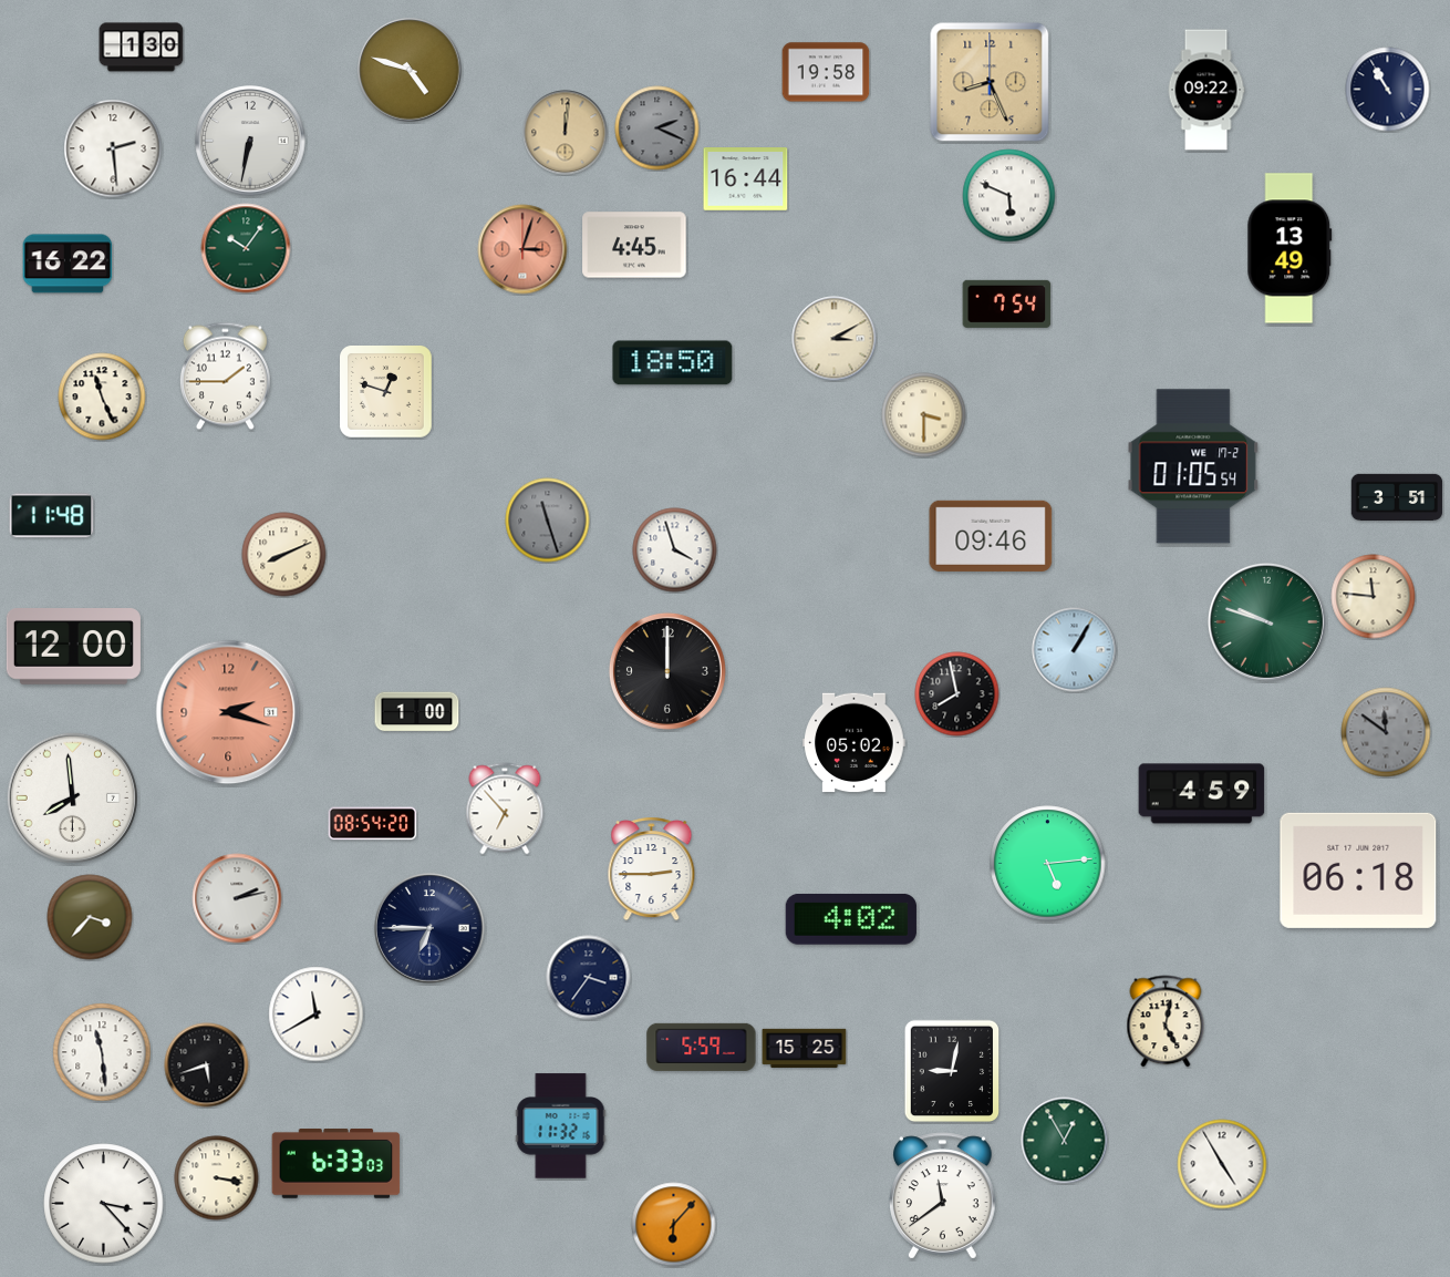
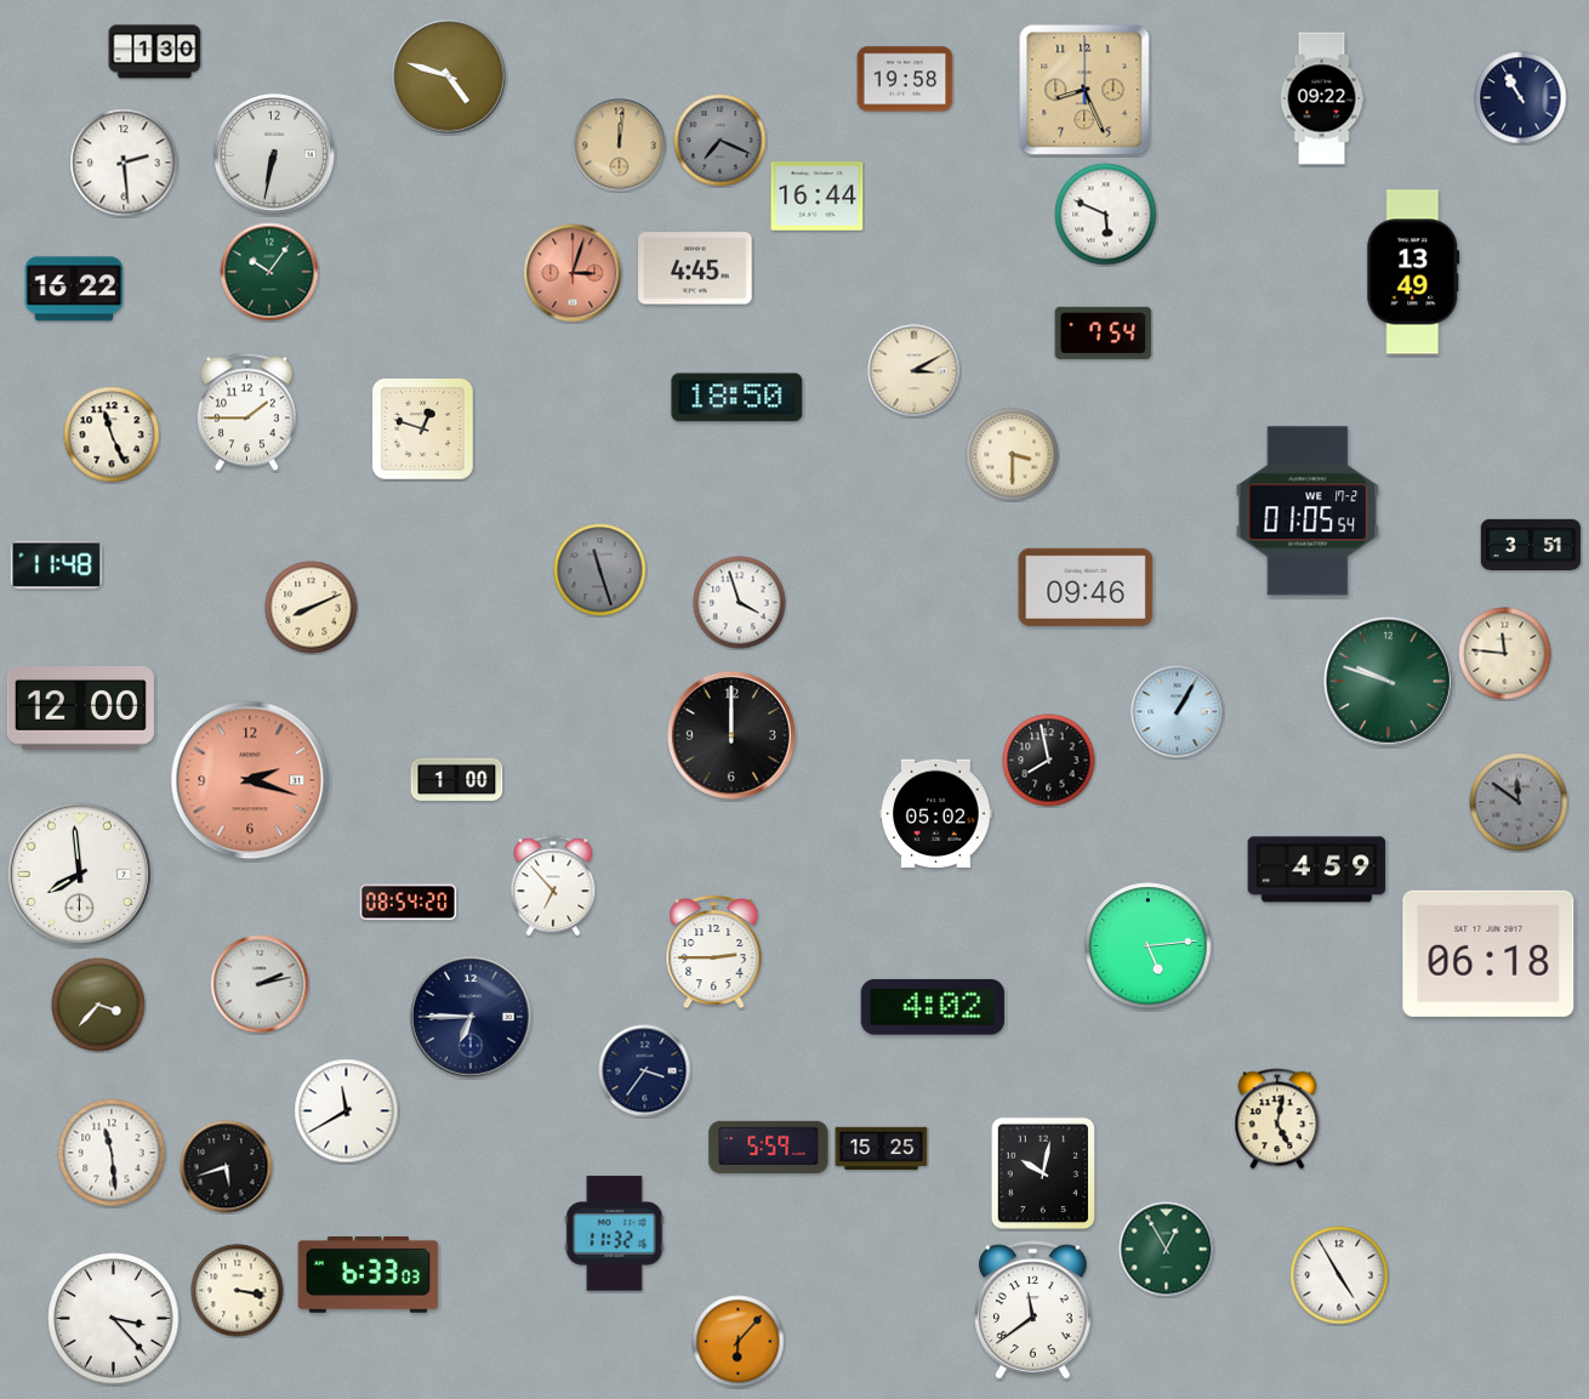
clock at (657, 128): 2:19 -> 7:19
clock at (952, 1071): 9:02 -> 10:02
